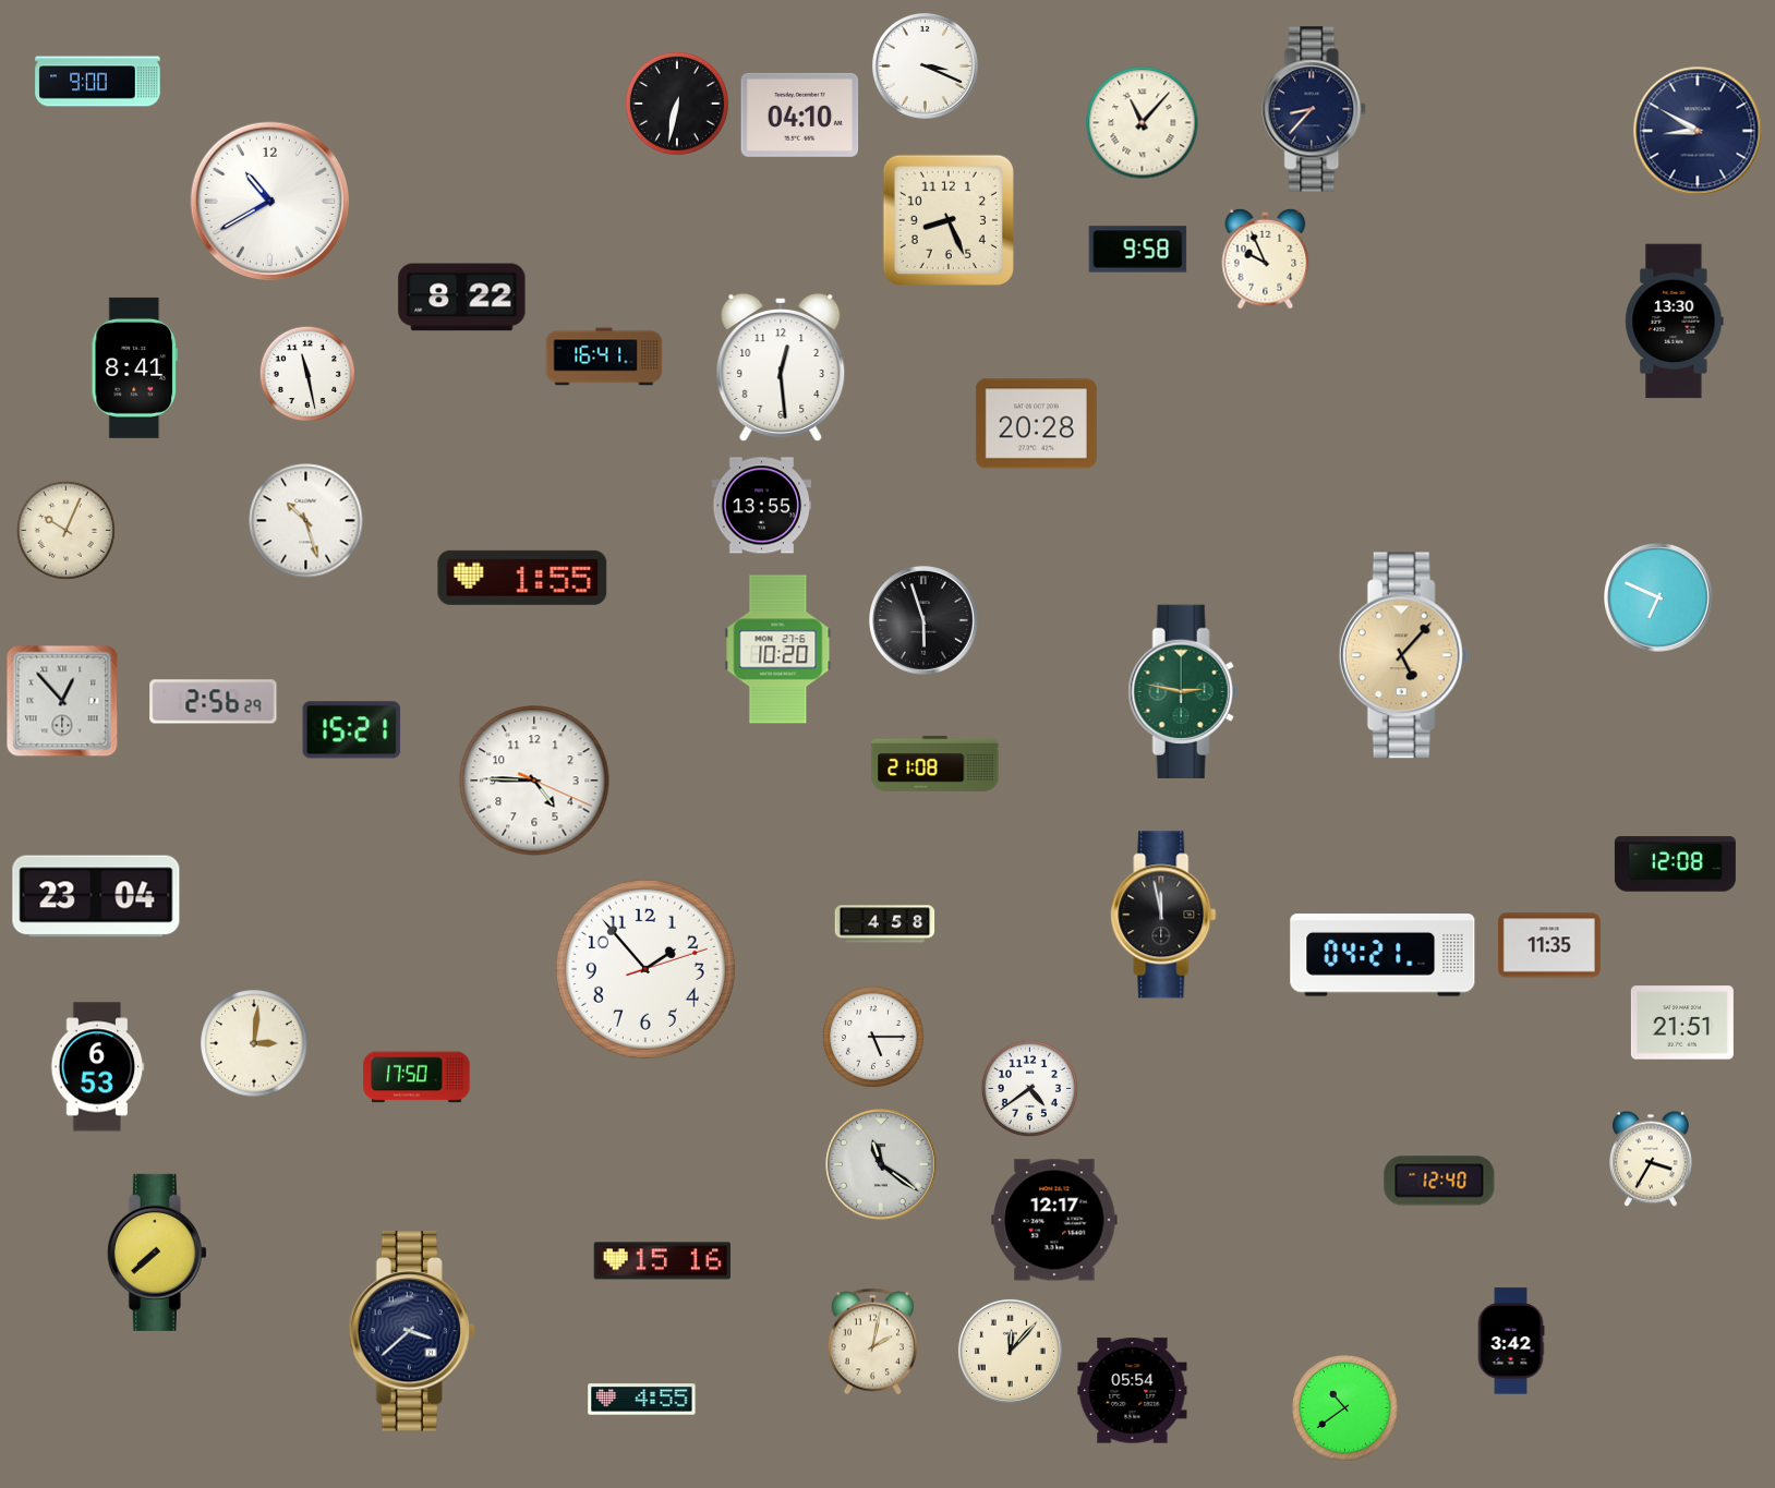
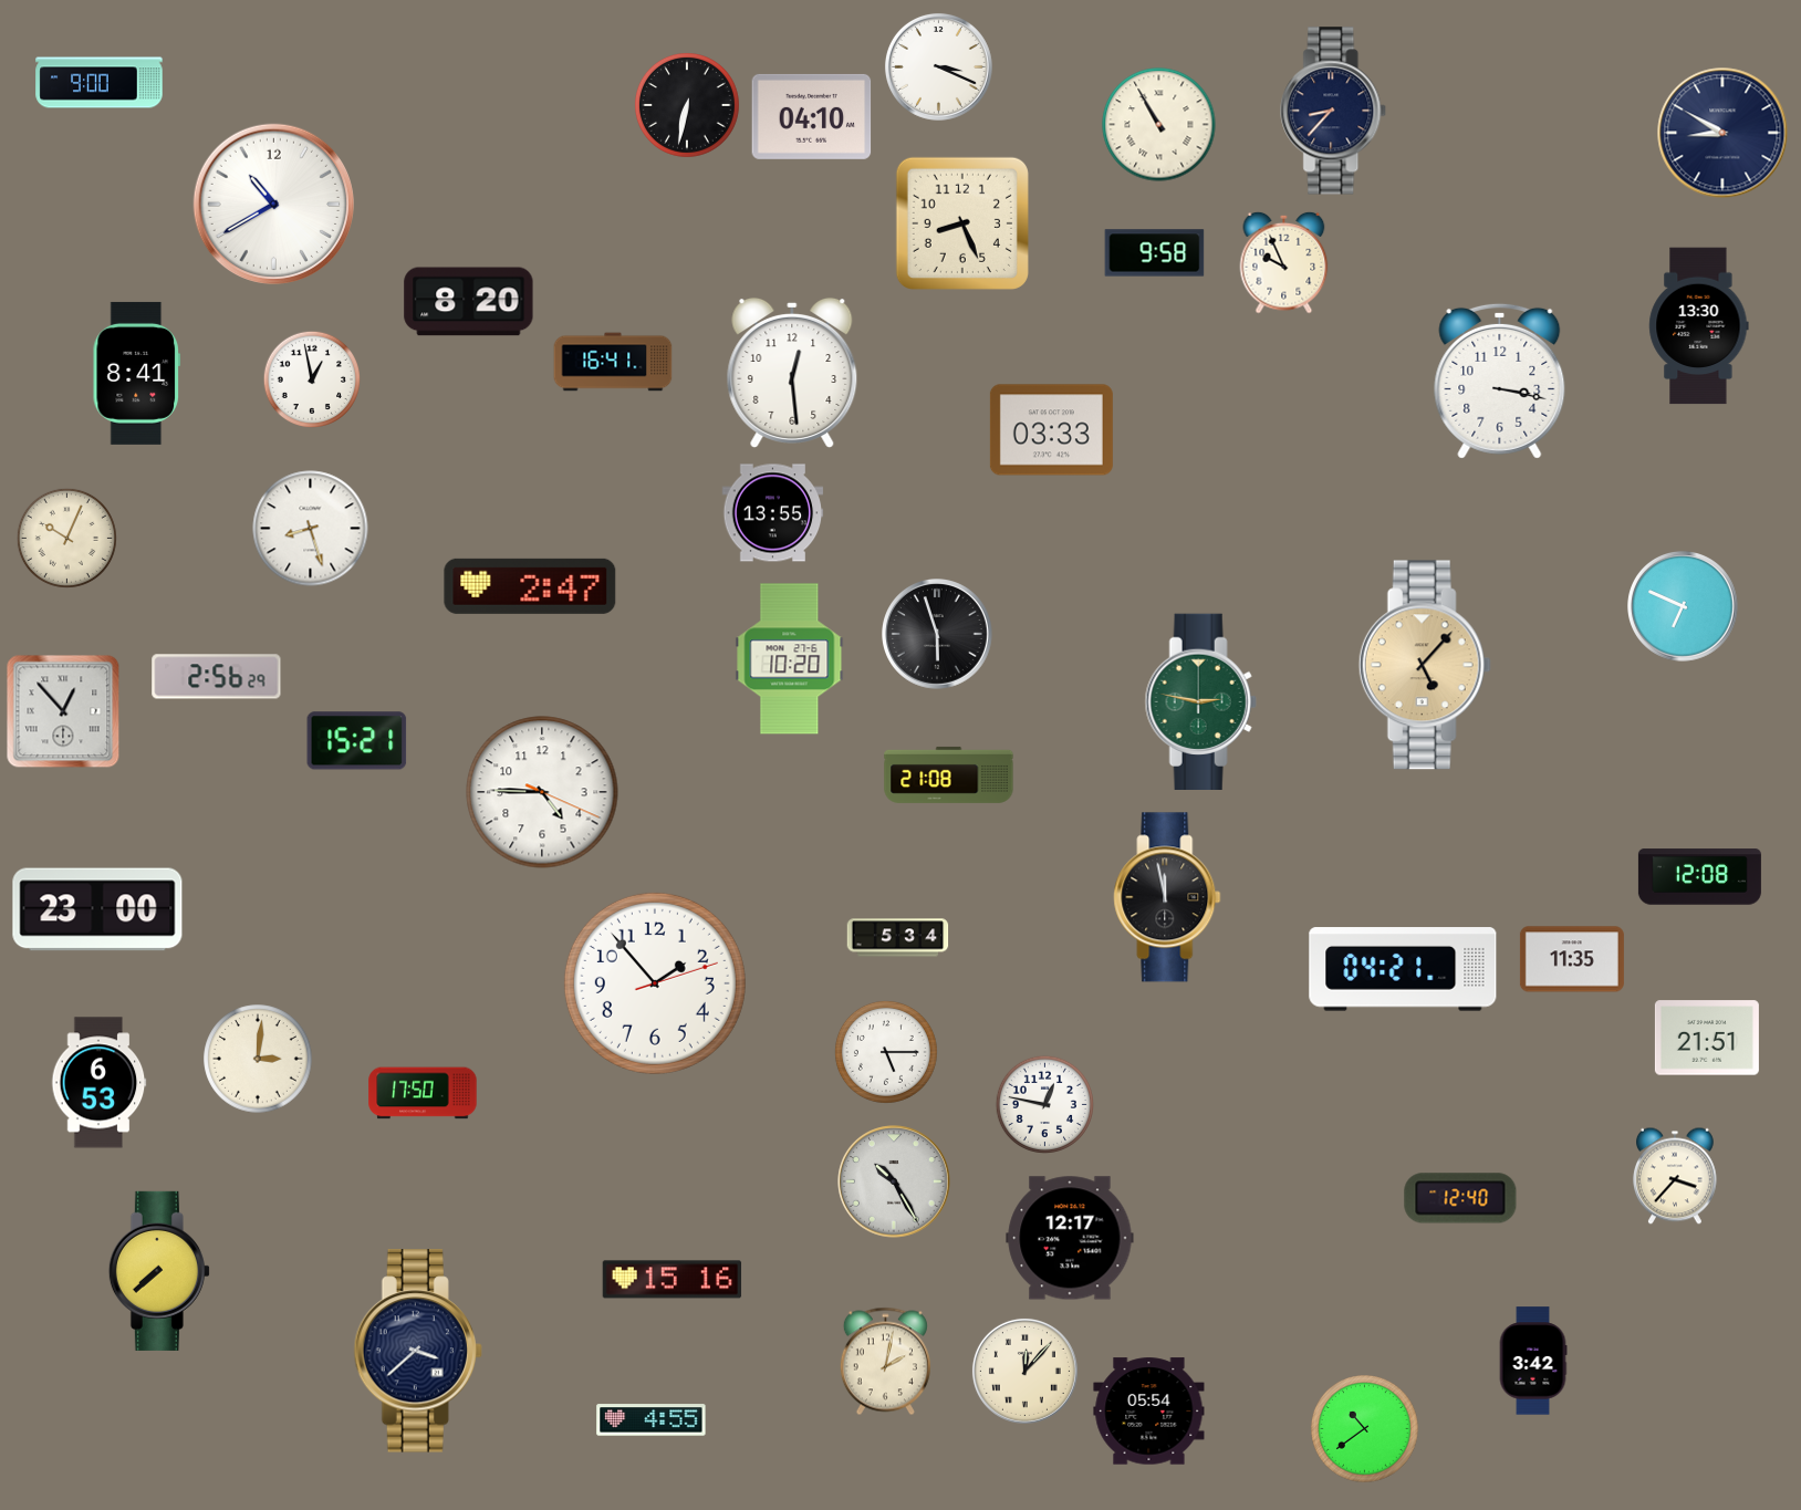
clock at (1143, 123): 11:07 -> 10:55
clock at (462, 298): 8:22 -> 8:20
clock at (307, 374): 11:28 -> 12:58
clock at (1500, 381): none -> 3:17
clock at (1036, 424): 20:28 -> 03:33
clock at (306, 521): 10:27 -> 8:27
clock at (522, 578): 1:55 -> 2:47
clock at (925, 621) position: (925, 621) -> (938, 635)
clock at (214, 702) position: (214, 702) -> (217, 677)
clock at (96, 896): 23:04 -> 23:00
clock at (1163, 915) position: (1163, 915) -> (1167, 897)
clock at (885, 924): 4:58 -> 5:34
clock at (1029, 1088): 4:39 -> 12:47
clock at (1652, 1159): 3:35 -> 3:37
clock at (881, 1164): 11:21 -> 10:25
